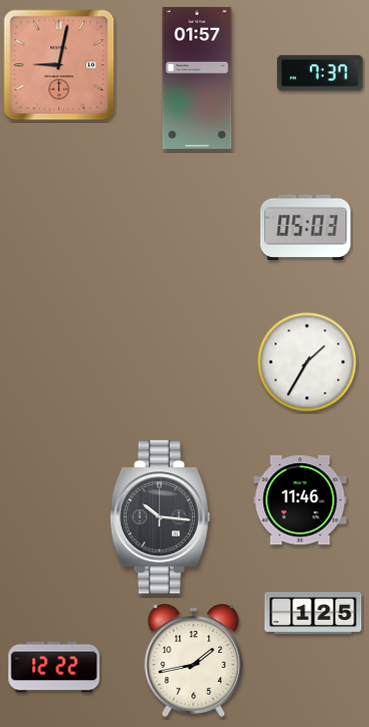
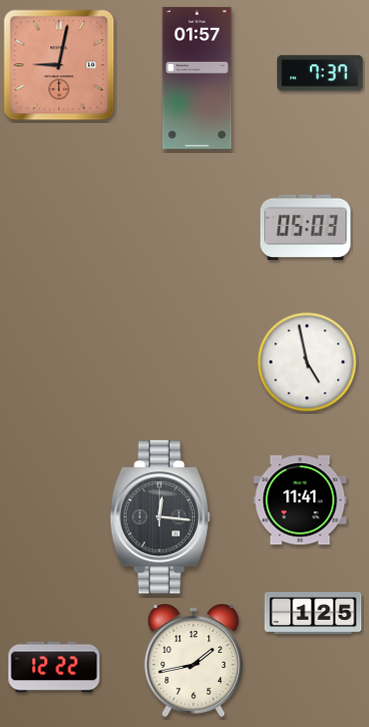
clock at (307, 362): 1:35 -> 4:58
clock at (300, 500): 11:46 -> 11:41
clock at (160, 517): 10:16 -> 12:16
